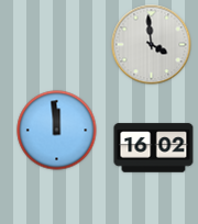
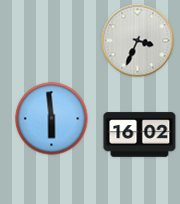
clock at (152, 45): 3:59 -> 3:34
clock at (57, 131): 11:59 -> 5:59
